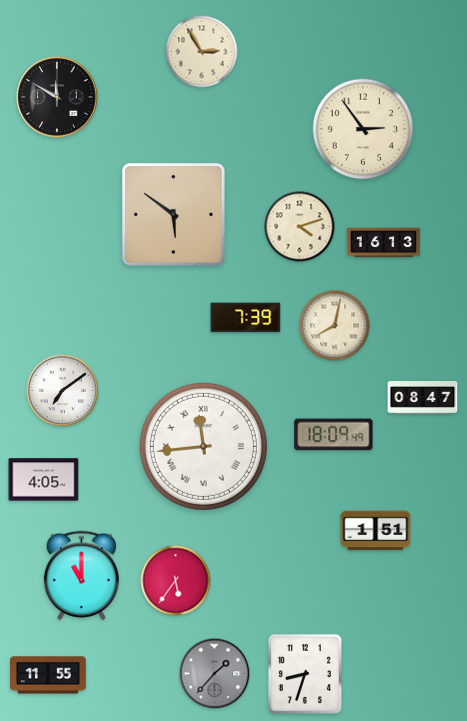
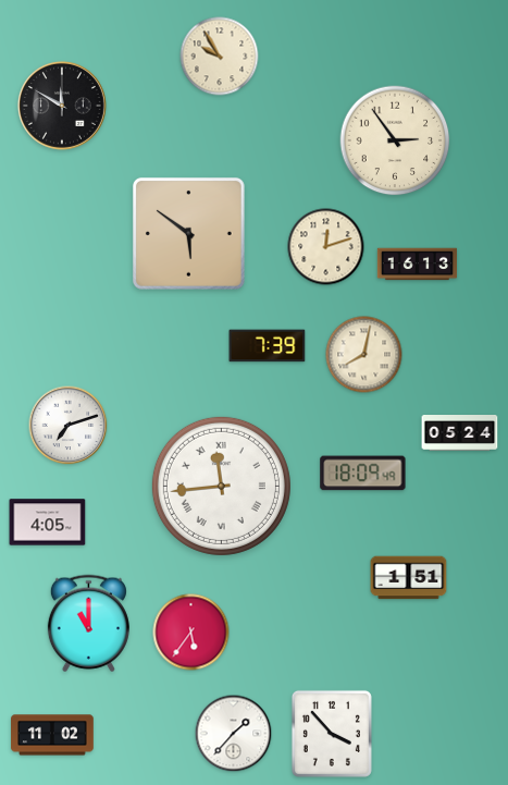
clock at (202, 52): 2:55 -> 9:55
clock at (300, 227): 4:12 -> 12:12
clock at (63, 391): 7:09 -> 7:12
clock at (423, 398): 08:47 -> 05:24
clock at (81, 576) position: (81, 576) -> (88, 624)
clock at (215, 674) dial: grey -> white
clock at (305, 674): 8:33 -> 3:53
clock at (48, 675): 11:55 -> 11:02
